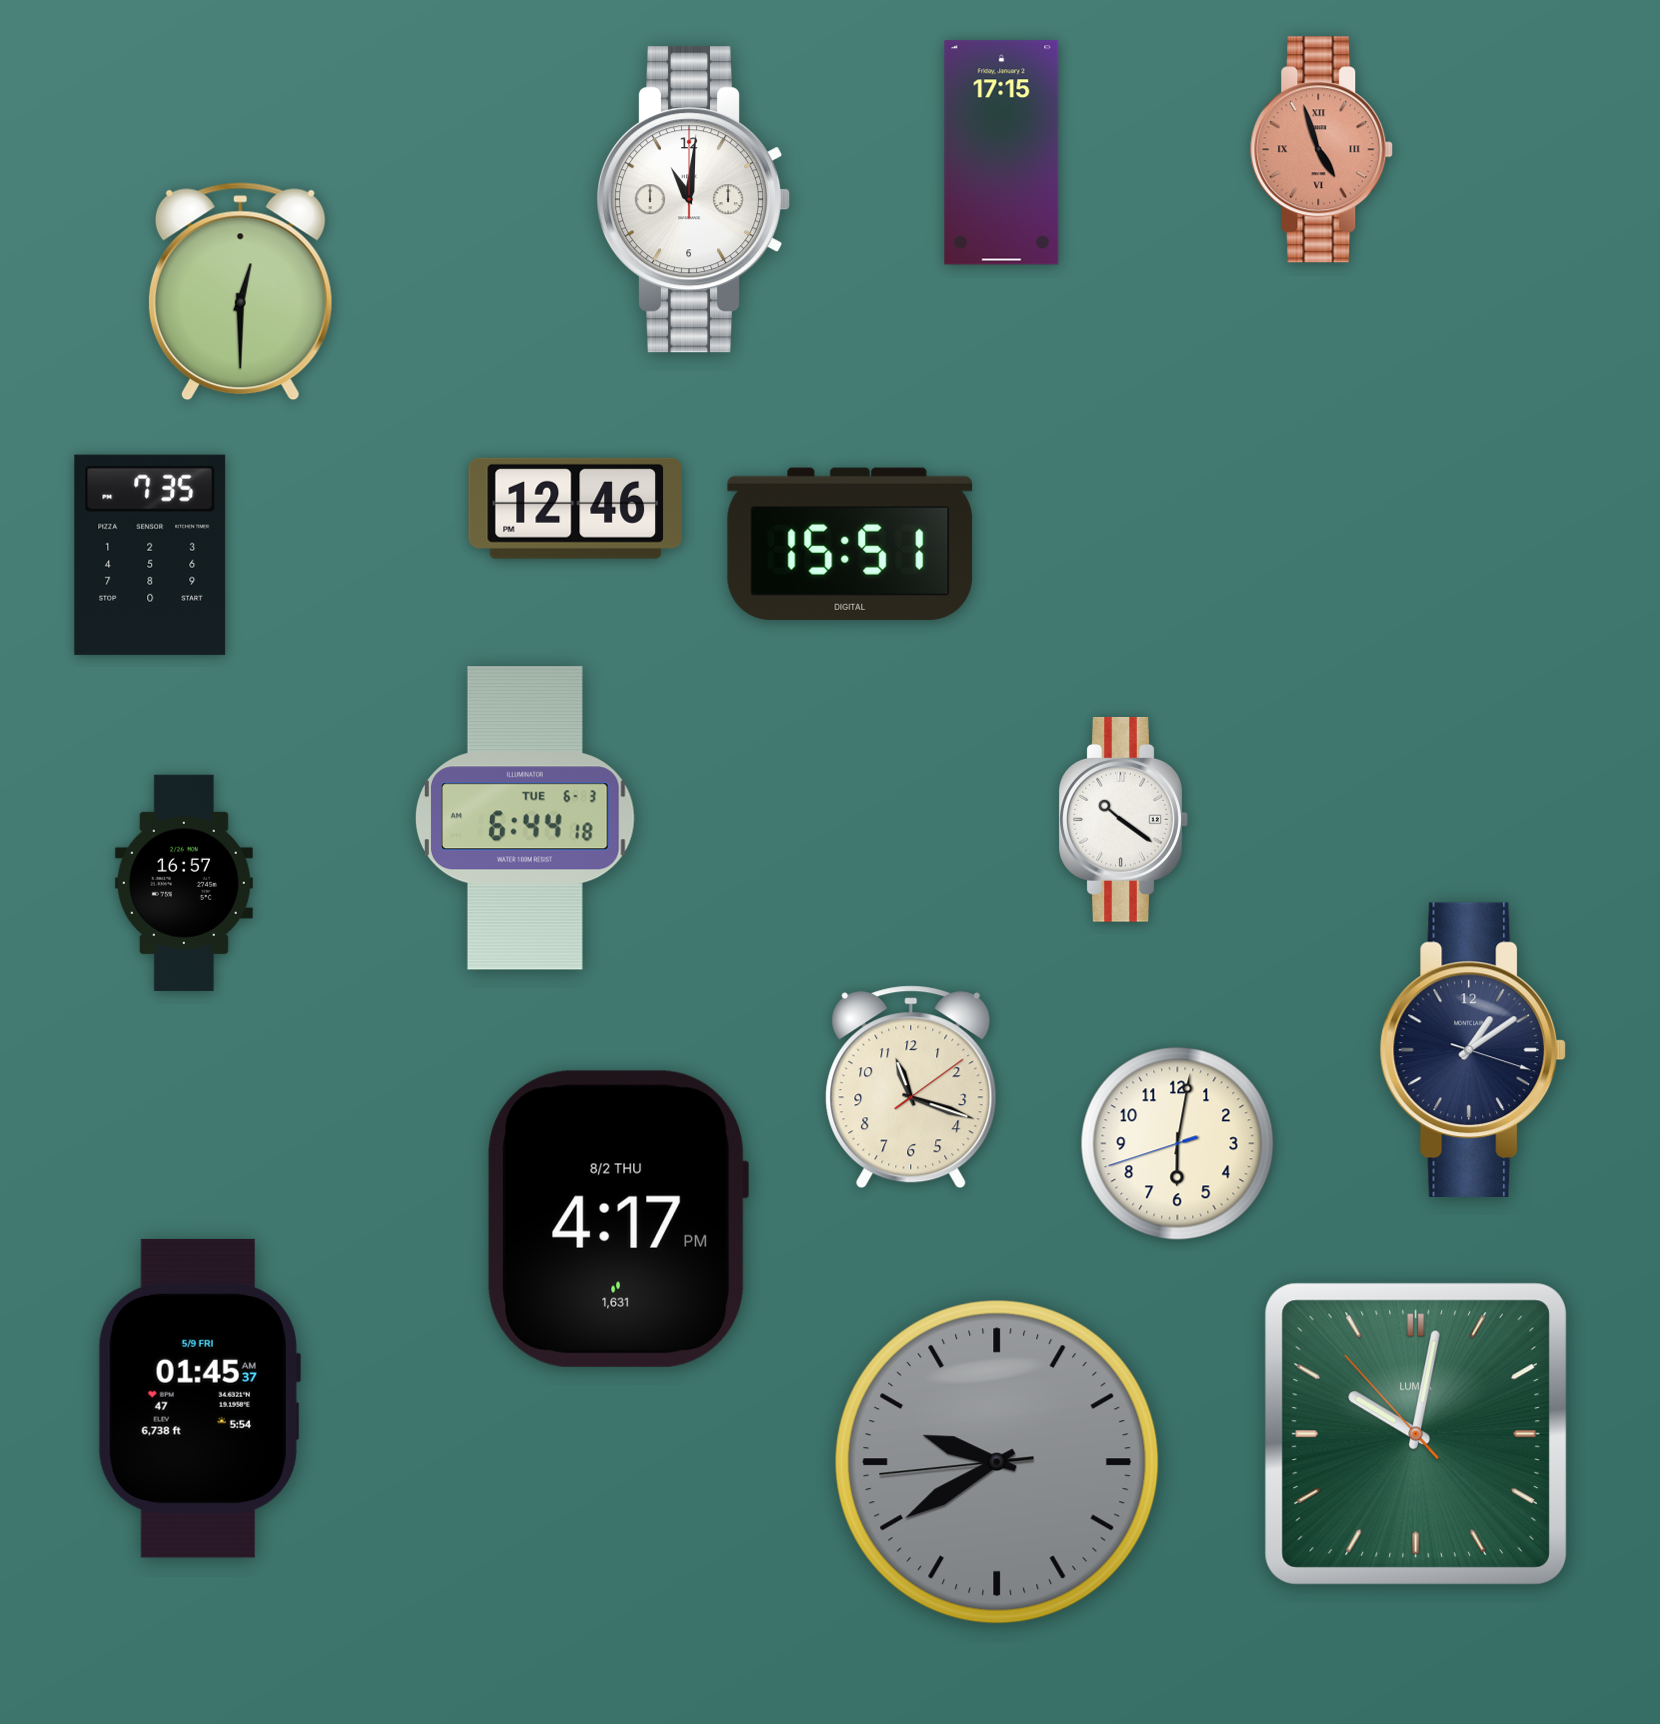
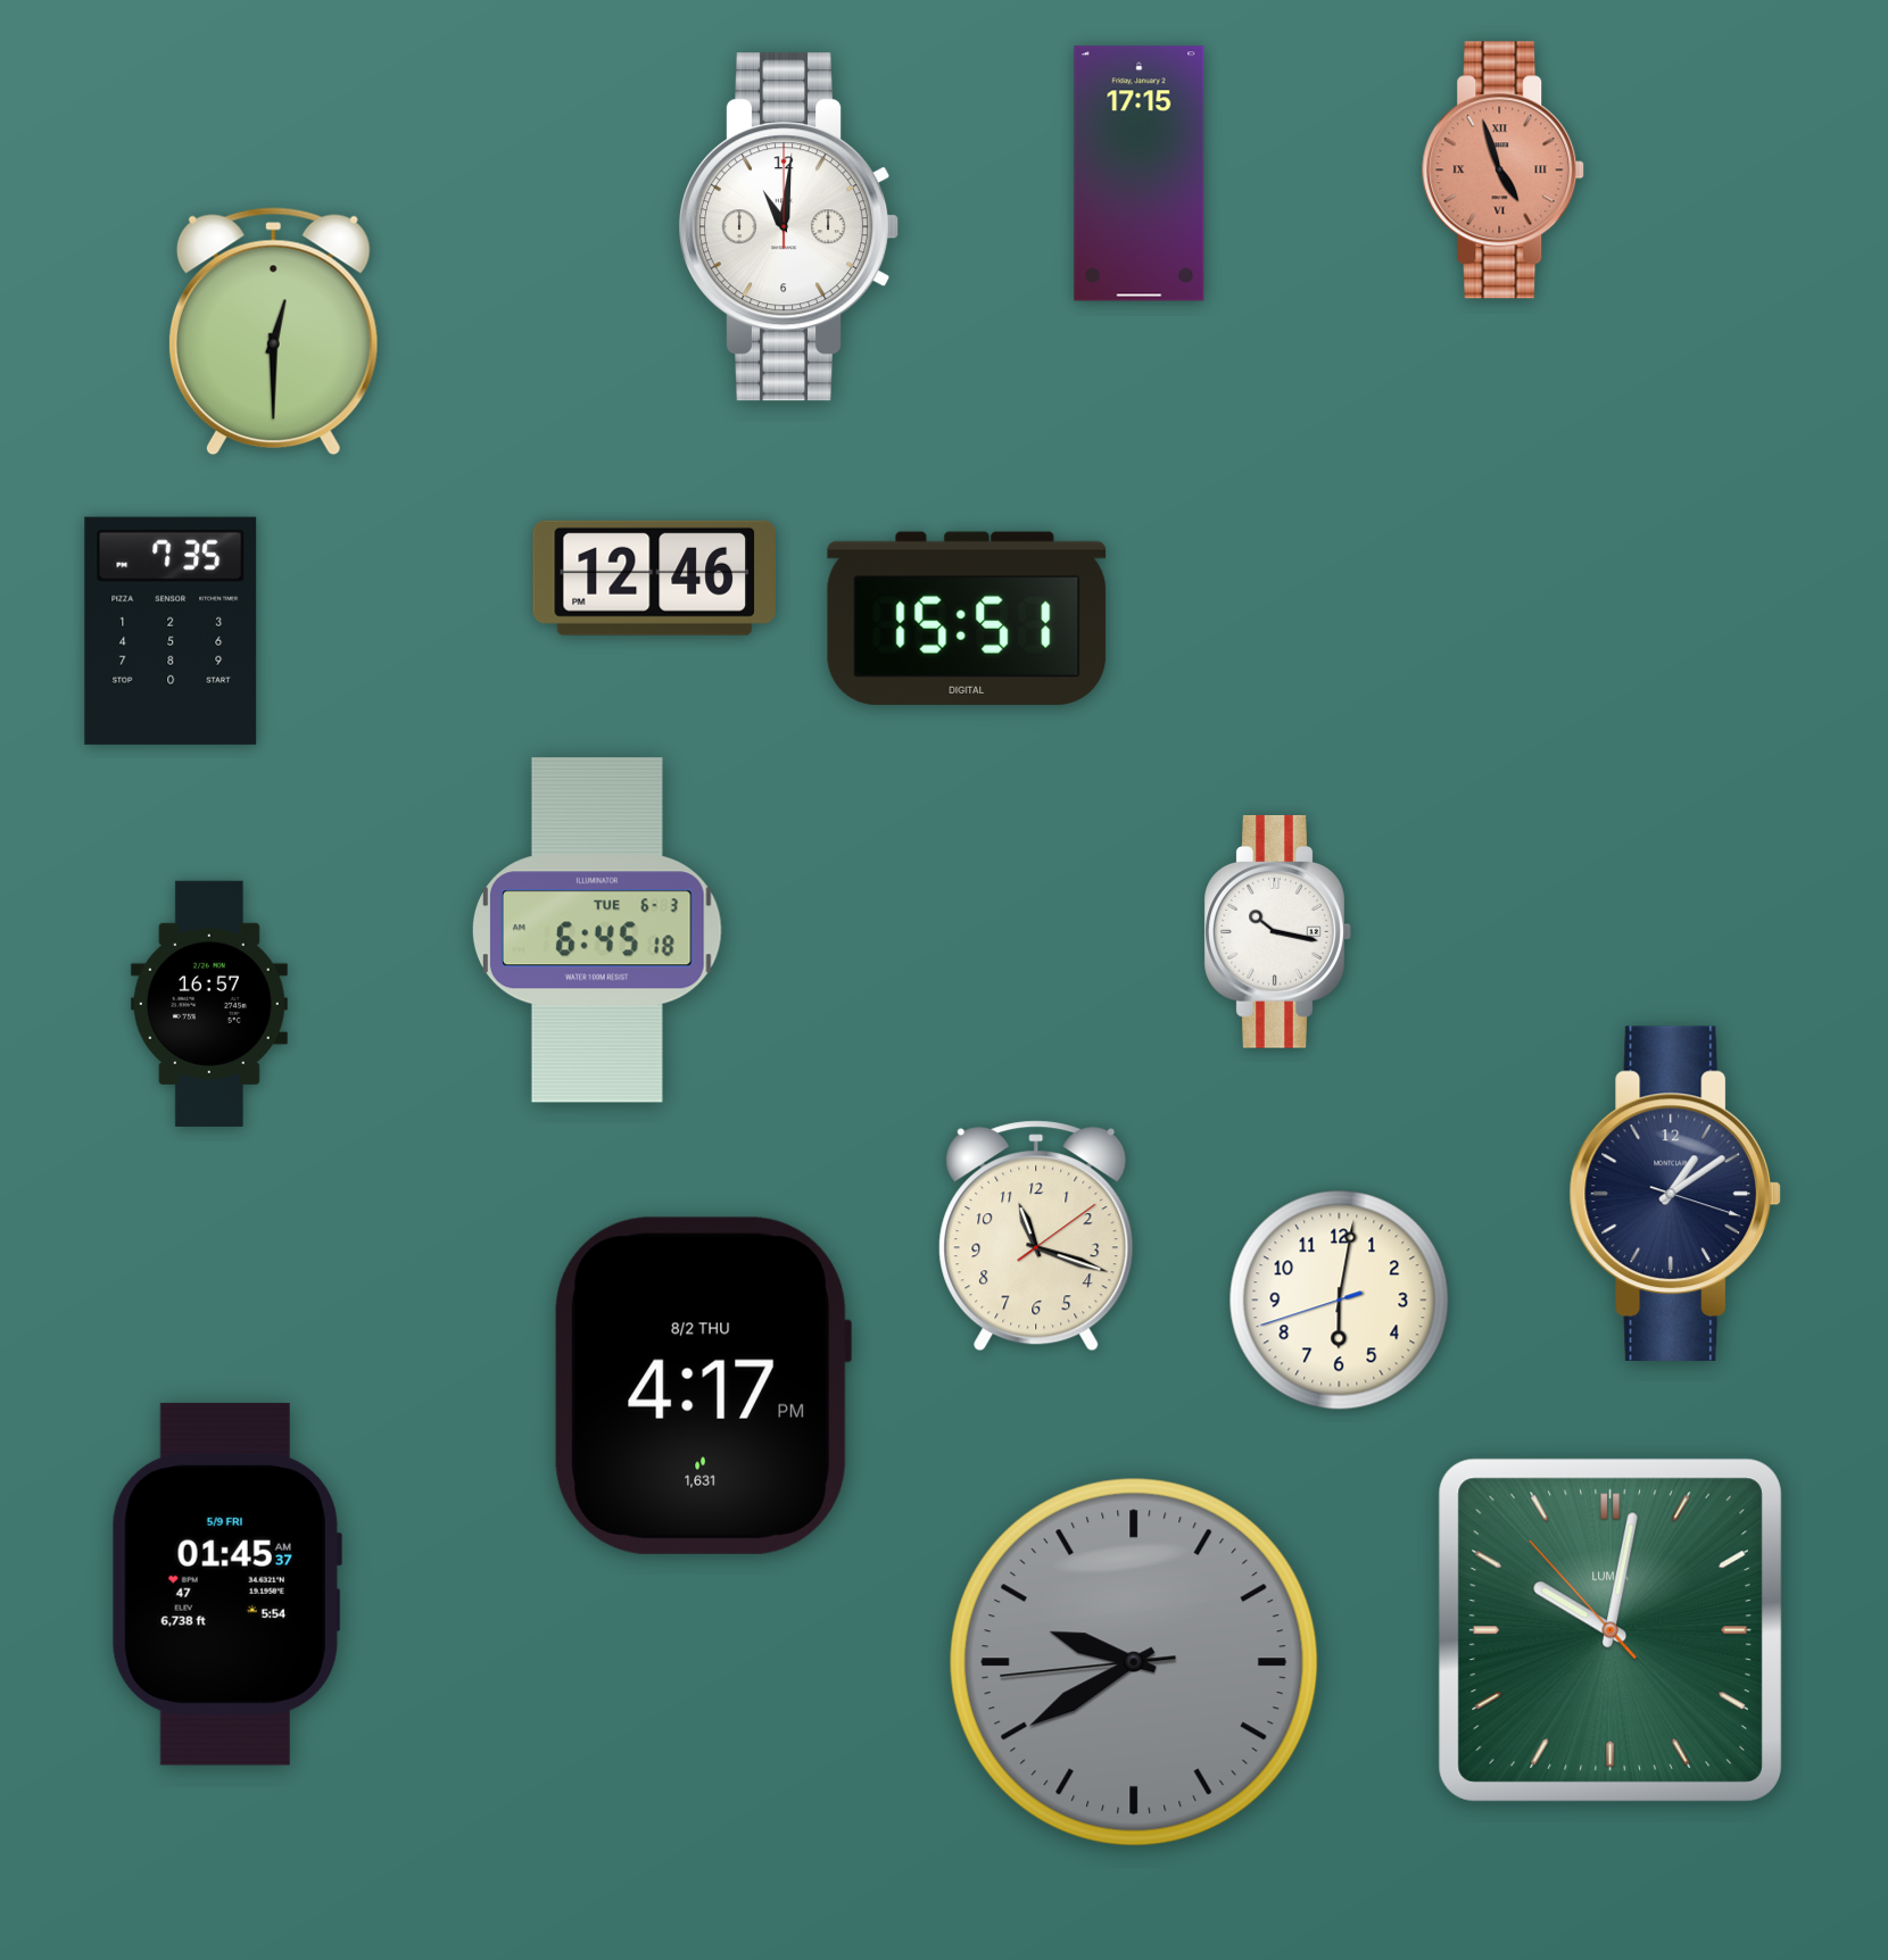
clock at (525, 818): 6:44 -> 6:45
clock at (1123, 819): 10:21 -> 10:17
clock at (199, 1398) position: (199, 1398) -> (226, 1584)
